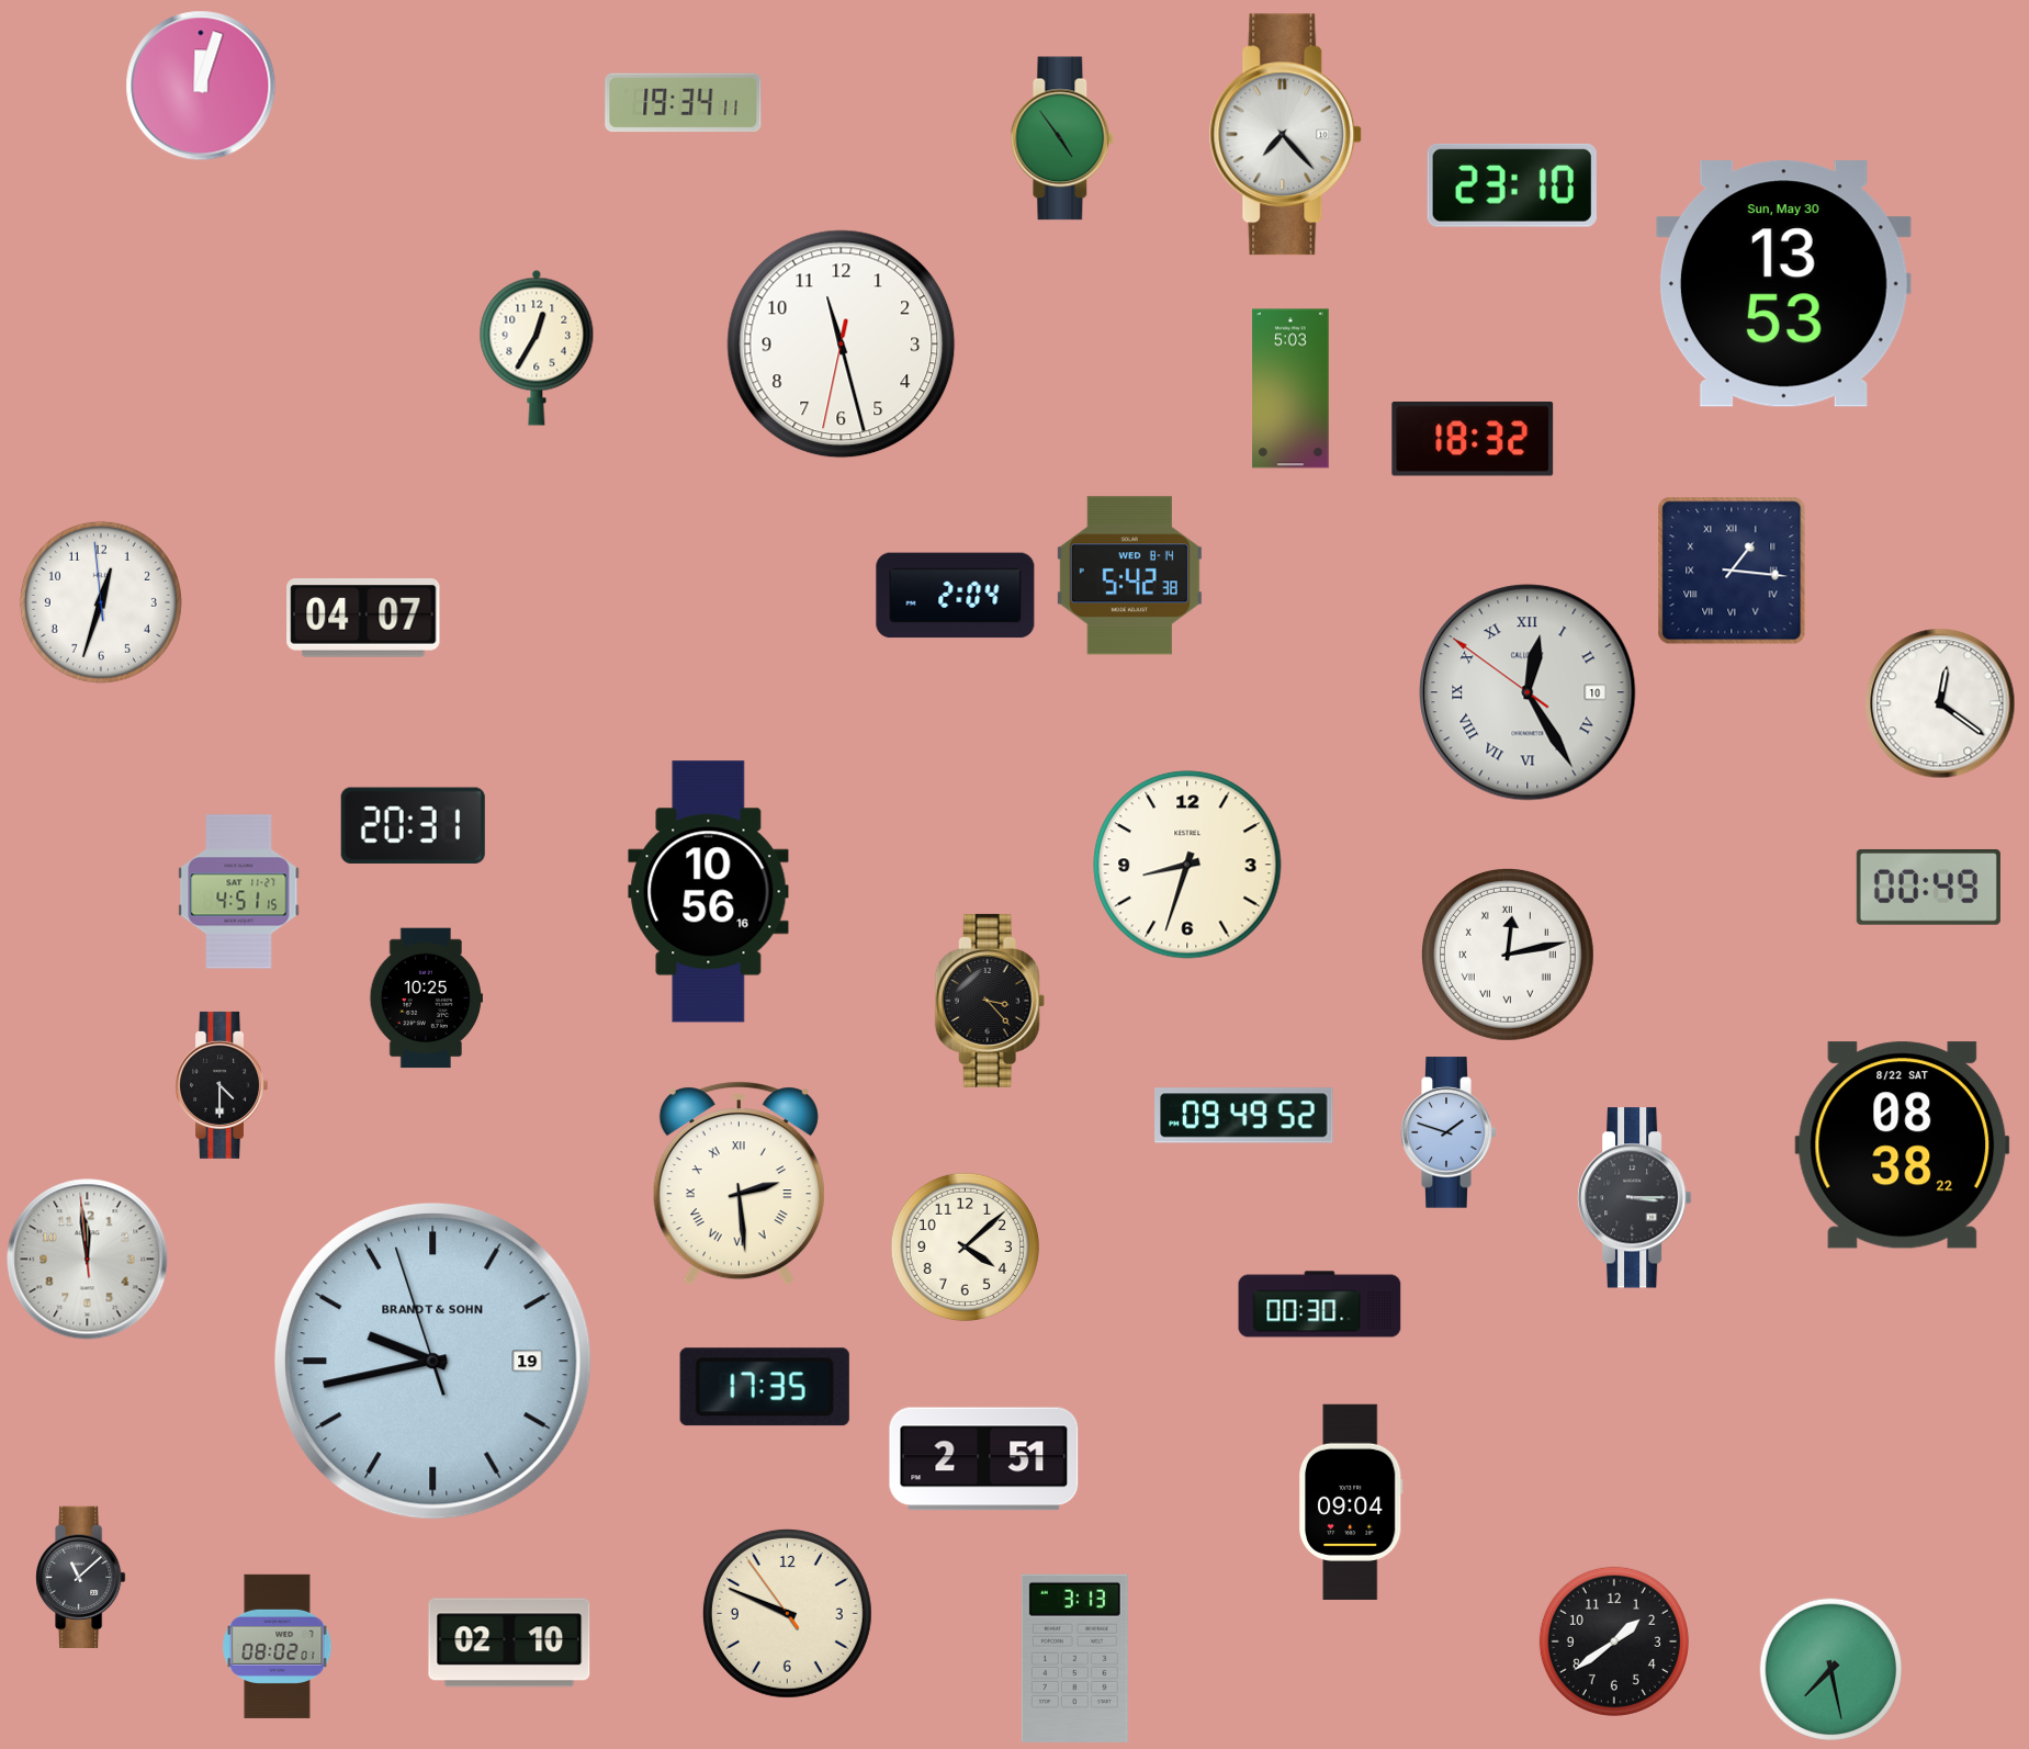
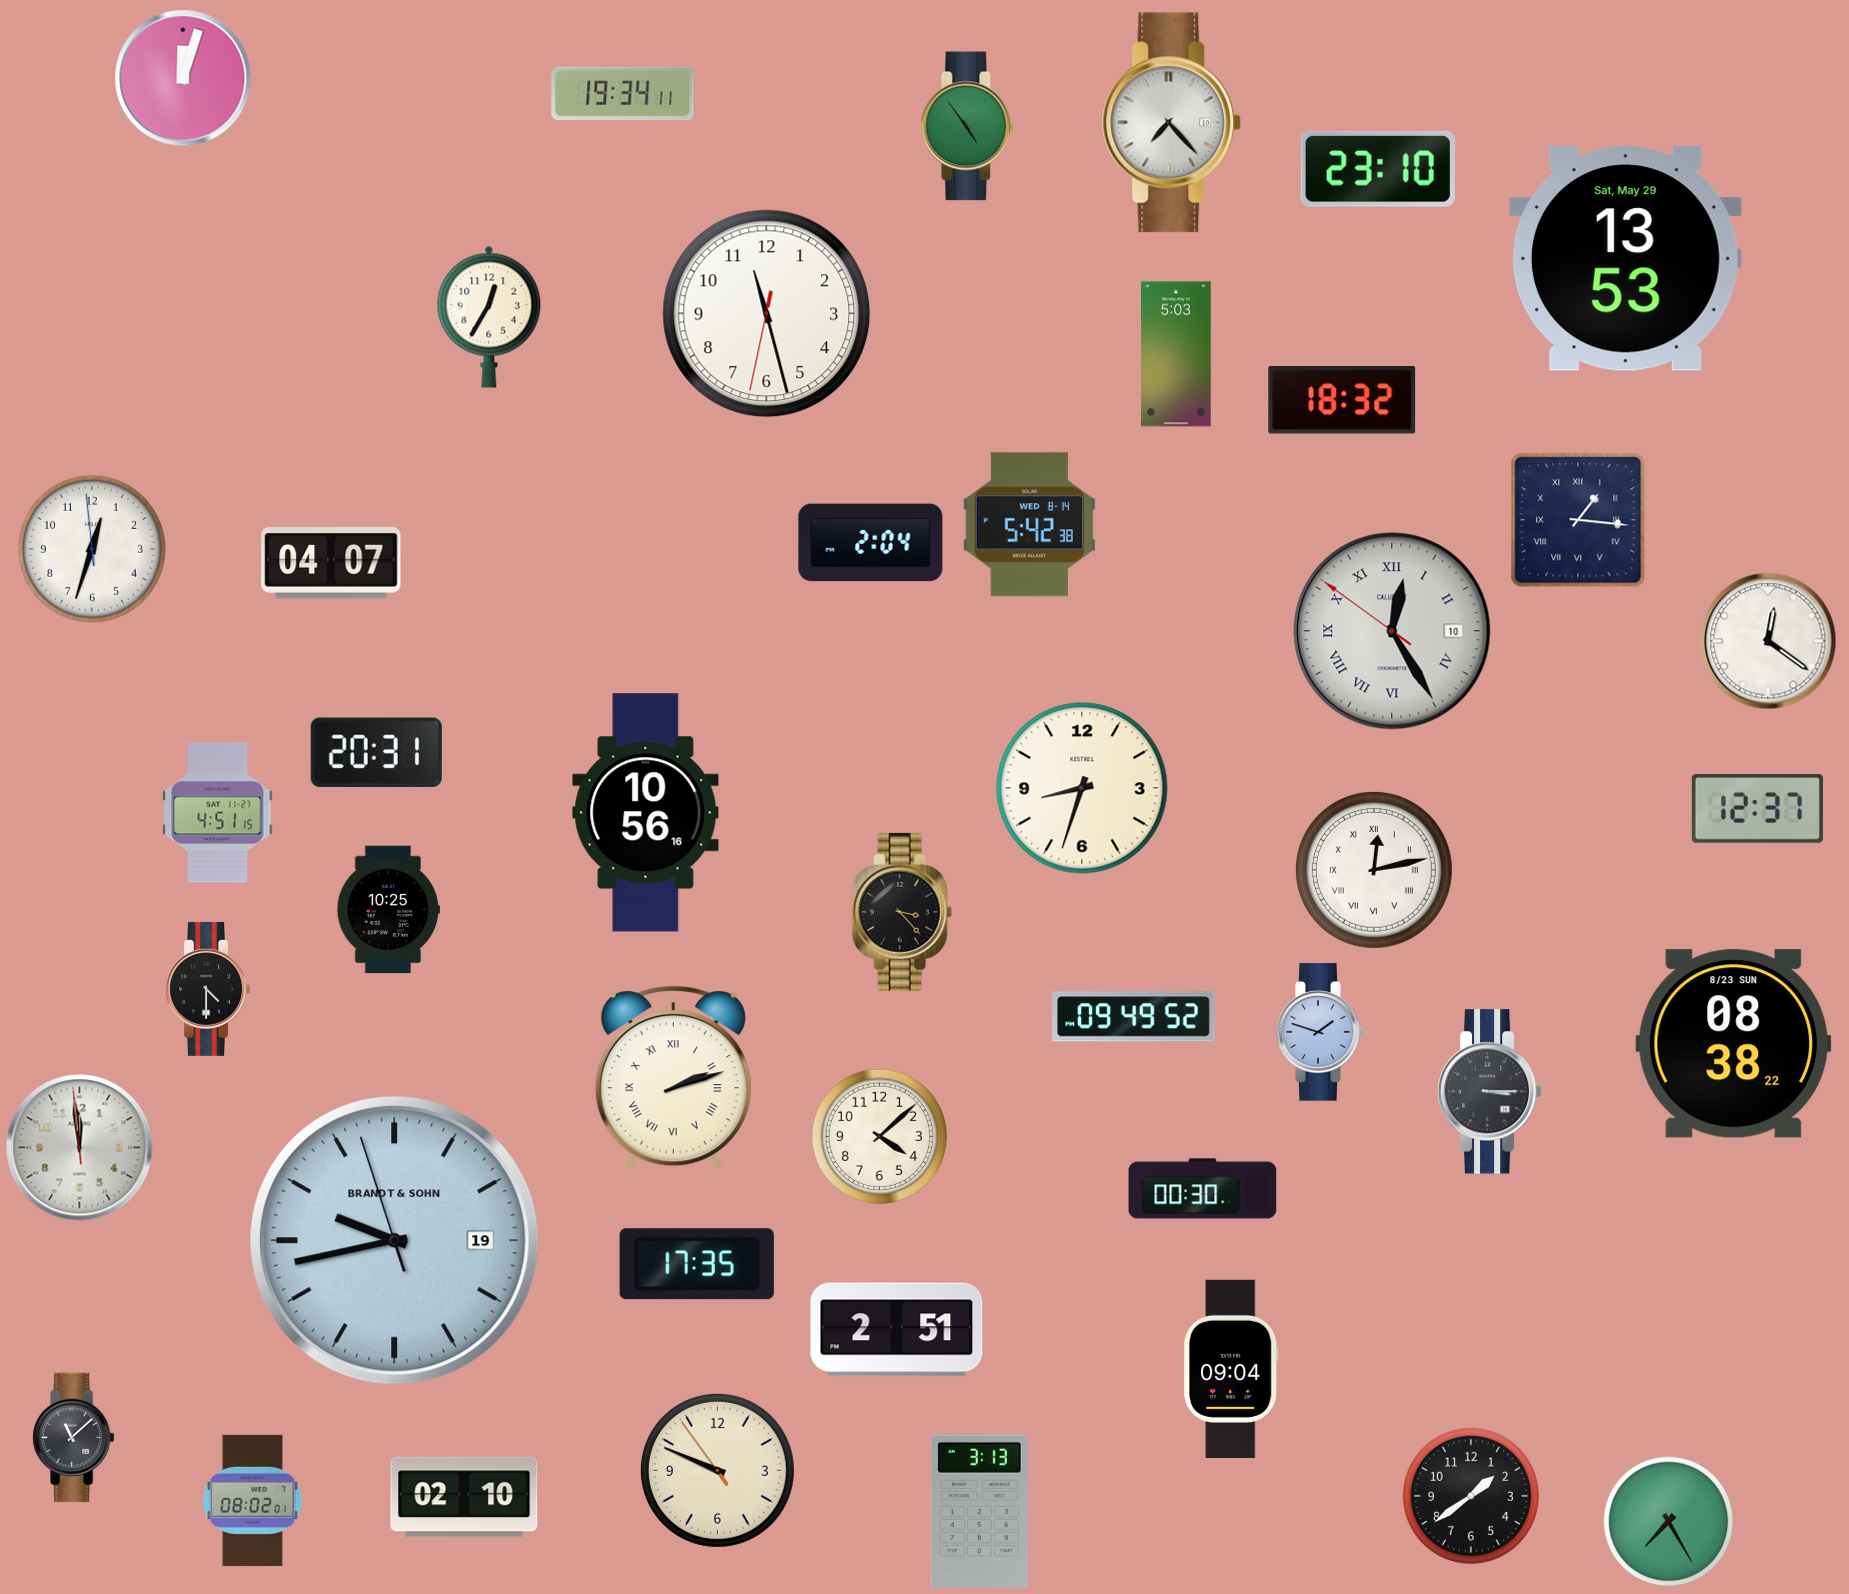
clock at (1783, 284) date: Sun, May 30 -> Sat, May 29
clock at (1928, 888): 00:49 -> 12:37
clock at (221, 1085) position: (221, 1085) -> (207, 989)
clock at (1903, 1146) date: 8/22 SAT -> 8/23 SUN
clock at (739, 1184): 2:29 -> 2:12
clock at (1831, 1670): 7:28 -> 7:25
